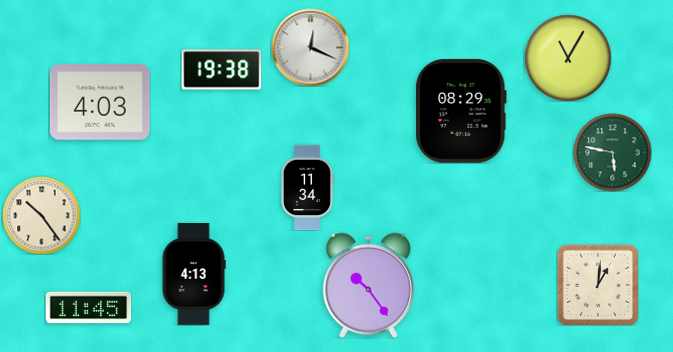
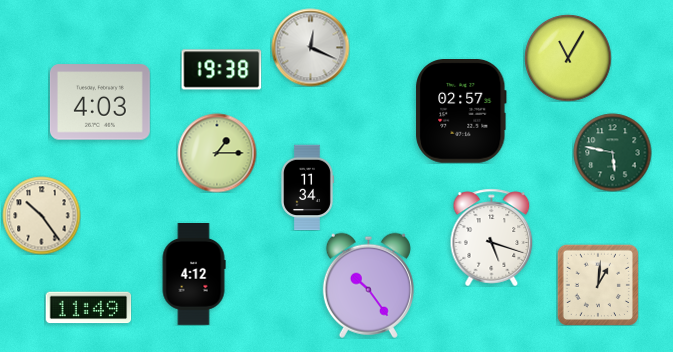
clock at (461, 112): 08:29 -> 02:57
clock at (217, 153): none -> 1:15
clock at (492, 237): none -> 5:18
clock at (194, 275): 4:13 -> 4:12
clock at (88, 308): 11:45 -> 11:49
